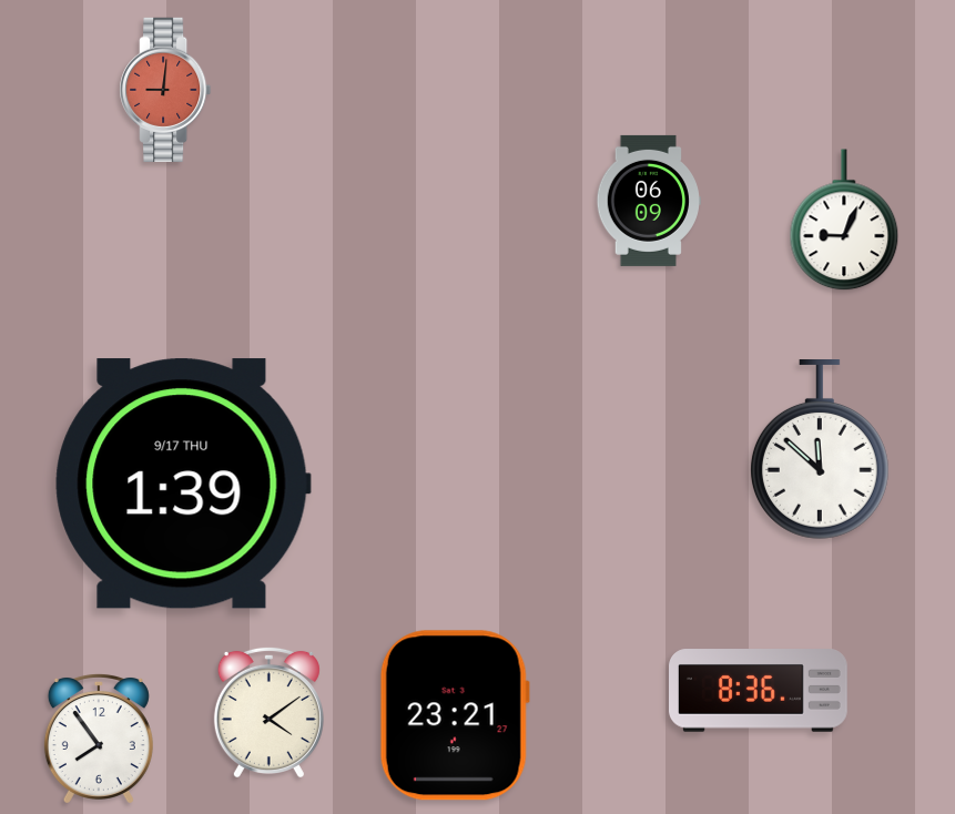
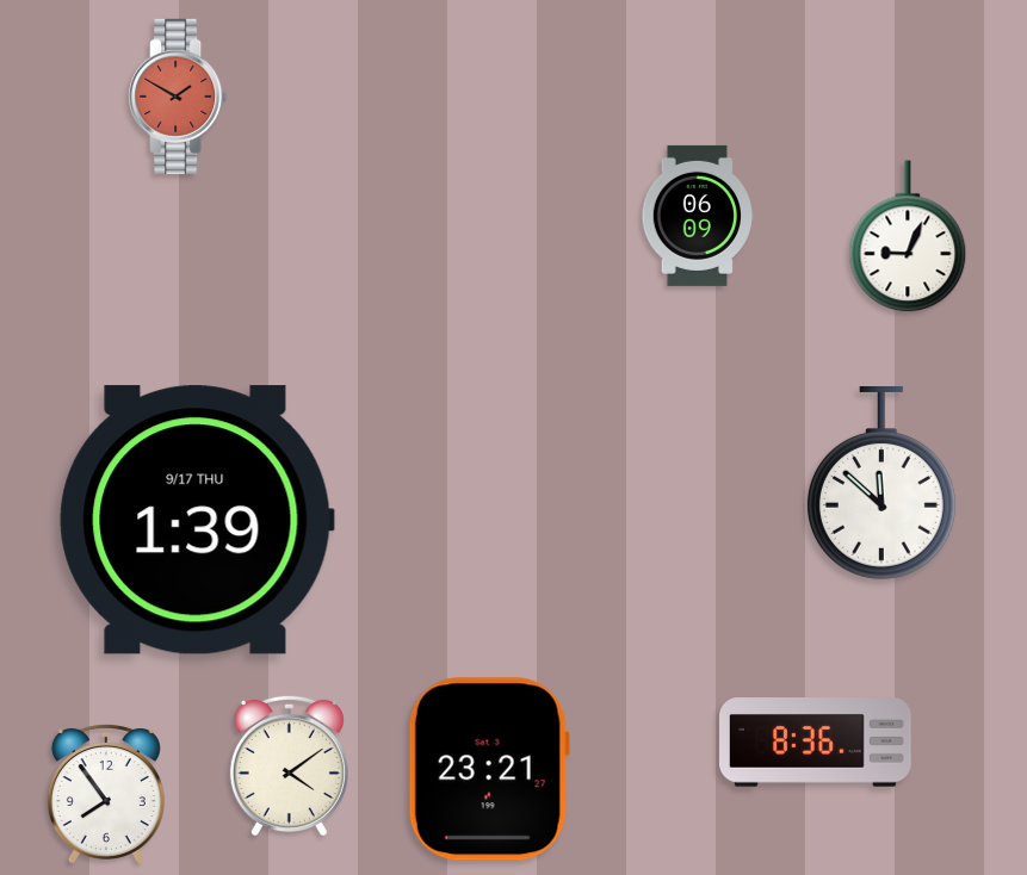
clock at (165, 90): 9:01 -> 1:50
